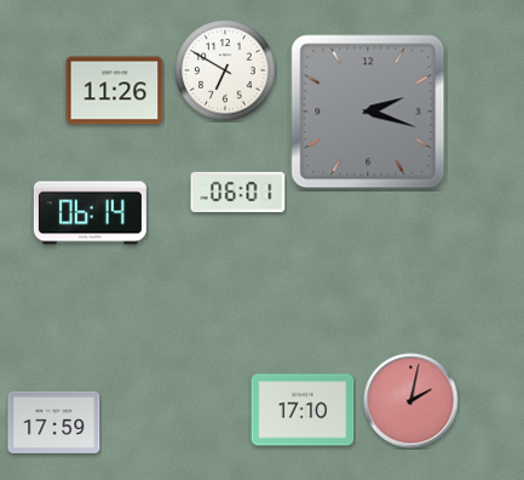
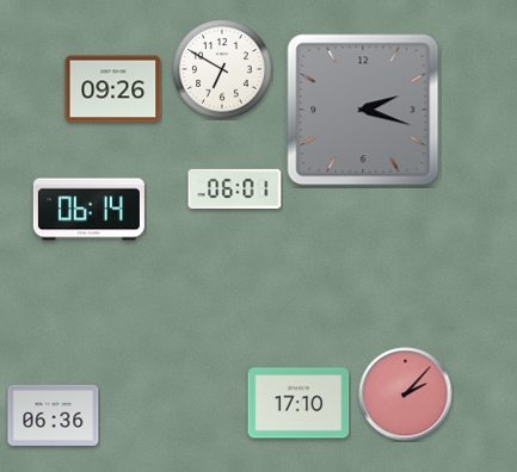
clock at (115, 91): 11:26 -> 09:26
clock at (411, 401): 2:02 -> 2:07
clock at (54, 422): 17:59 -> 06:36
